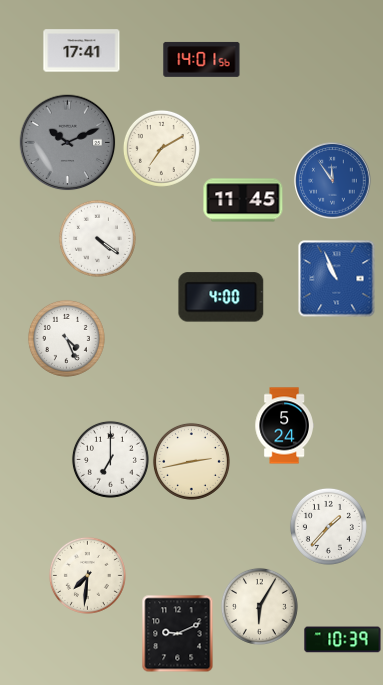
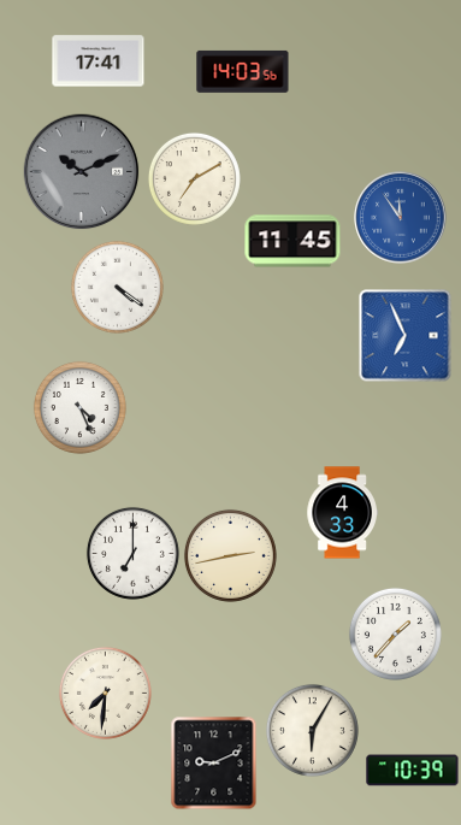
clock at (202, 59): 14:01 -> 14:03
clock at (337, 279): 10:56 -> 6:56
clock at (221, 297): 4:00 -> none
clock at (284, 426): 5:24 -> 4:33
